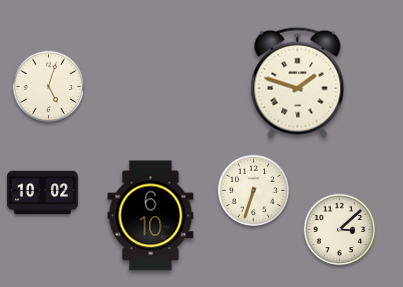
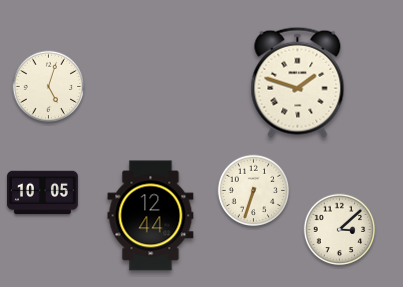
clock at (43, 193): 10:02 -> 10:05
clock at (151, 216): 6:10 -> 12:44
